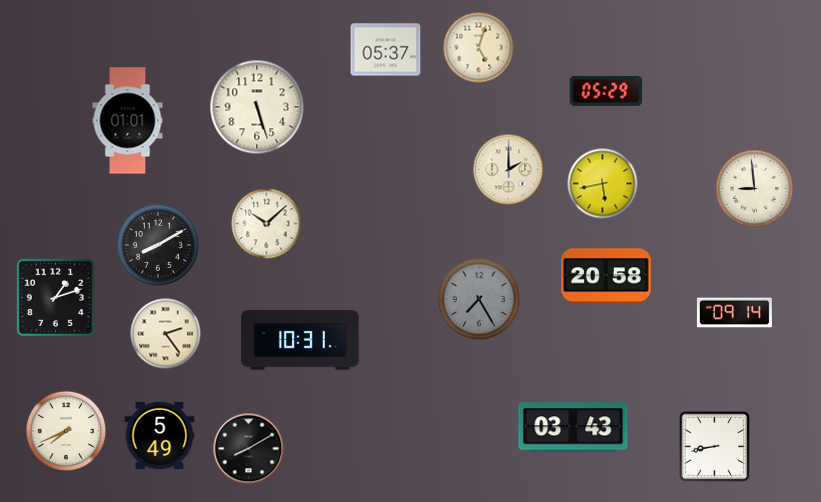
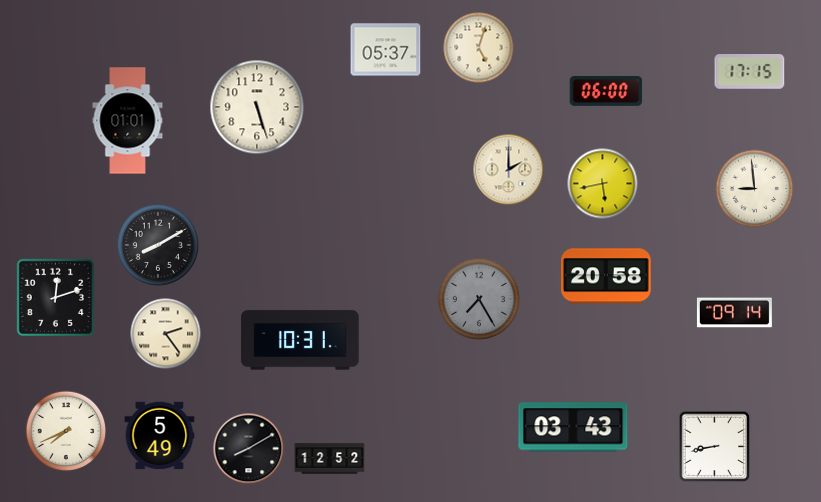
clock at (750, 72): none -> 17:15
clock at (606, 91): 05:29 -> 06:00
clock at (267, 224): 10:08 -> none
clock at (56, 298): 1:12 -> 12:12
clock at (330, 459): none -> 12:52
